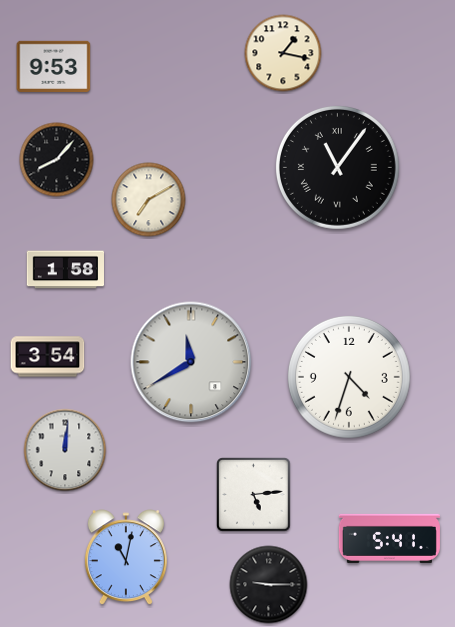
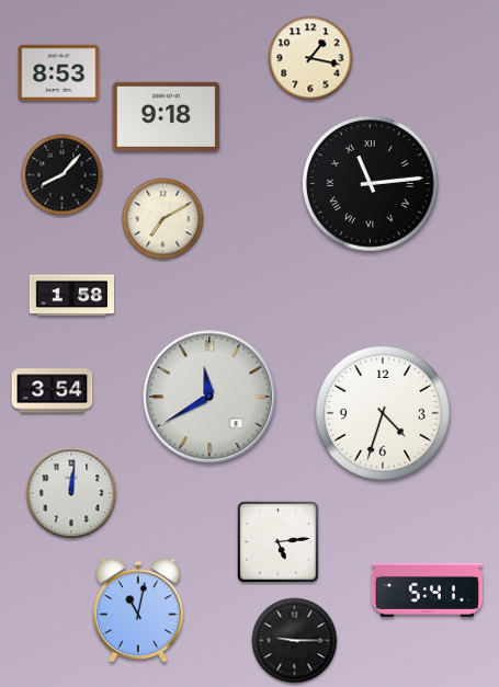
clock at (54, 66): 9:53 -> 8:53
clock at (167, 116): none -> 9:18
clock at (337, 167): 11:06 -> 11:14
